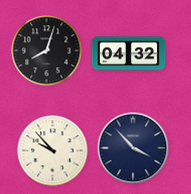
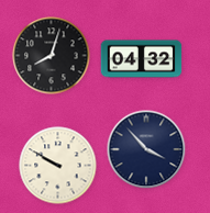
clock at (133, 148) position: (133, 148) -> (146, 149)
clock at (53, 151): 9:53 -> 9:50
